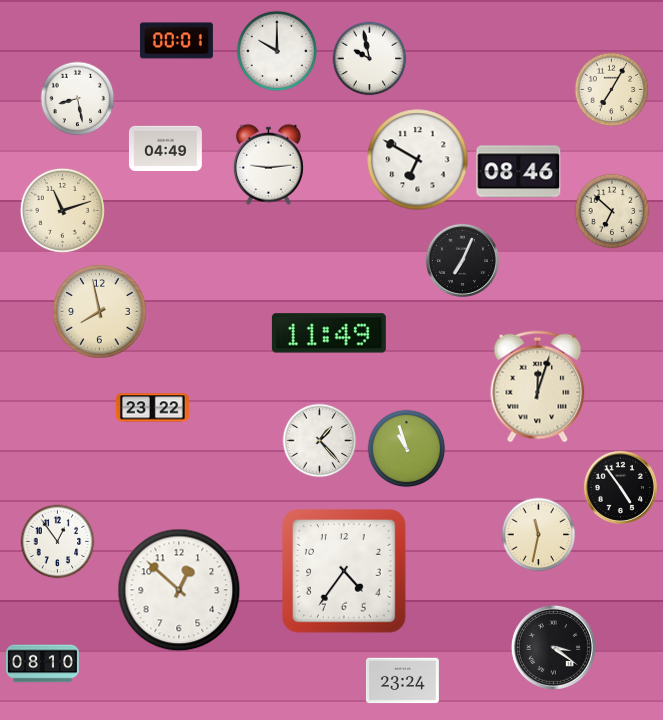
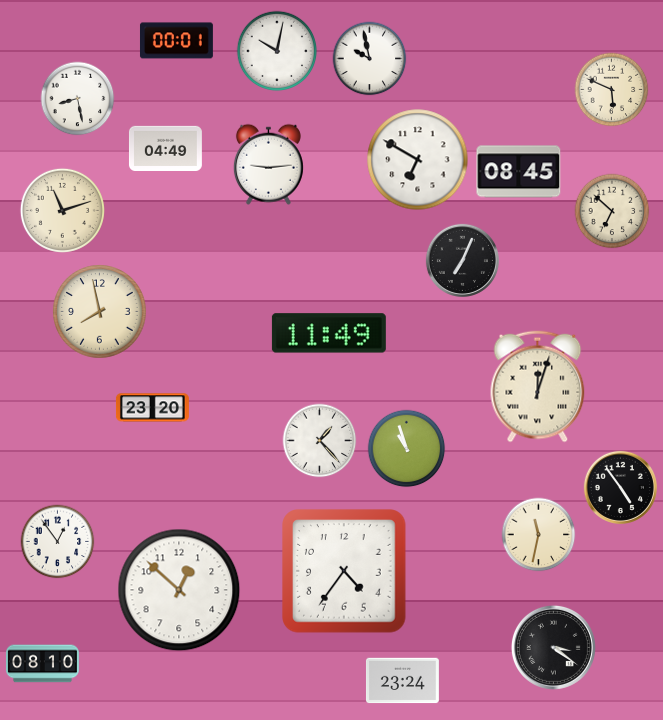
clock at (277, 51): 10:00 -> 10:02
clock at (612, 90): 7:05 -> 5:49
clock at (519, 172): 08:46 -> 08:45
clock at (152, 408): 23:22 -> 23:20
